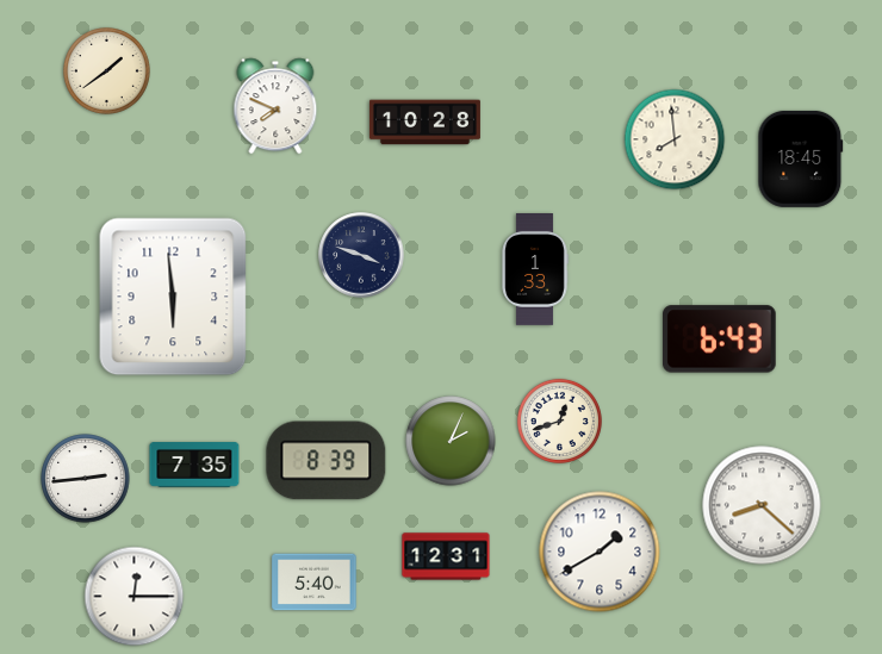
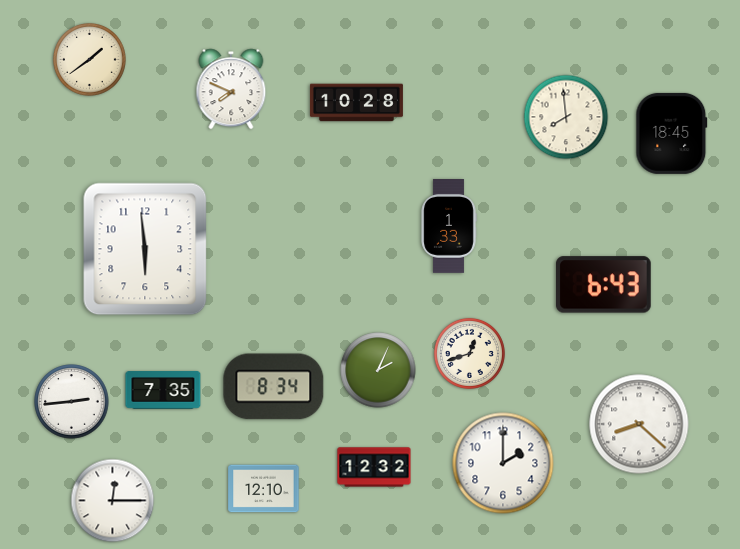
clock at (361, 255): 3:48 -> none
clock at (327, 461): 8:39 -> 8:34
clock at (600, 552): 1:40 -> 2:00
clock at (446, 556): 12:31 -> 12:32
clock at (315, 583): 5:40 -> 12:10
